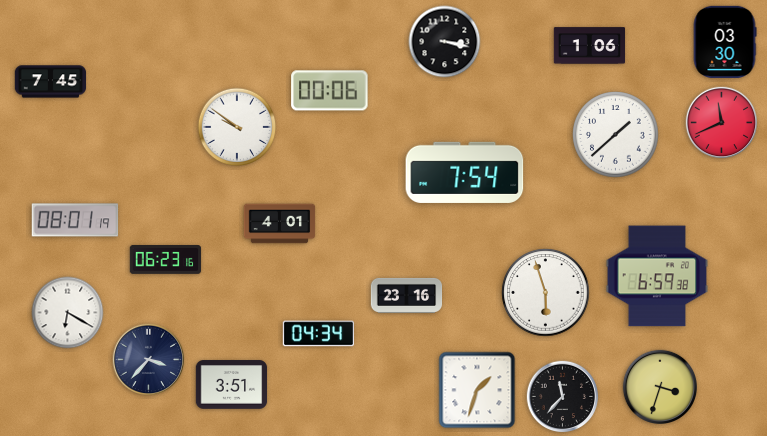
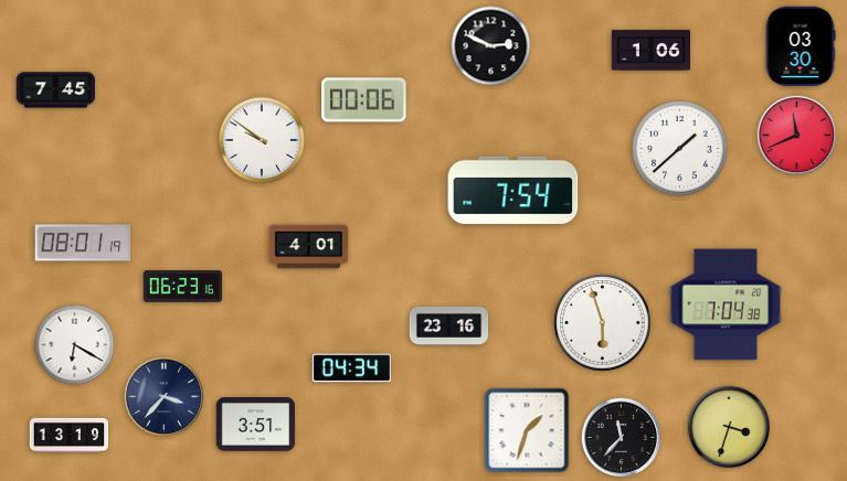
clock at (445, 42): 3:17 -> 2:49
clock at (657, 276): 6:59 -> 7:04
clock at (70, 435): none -> 13:19
